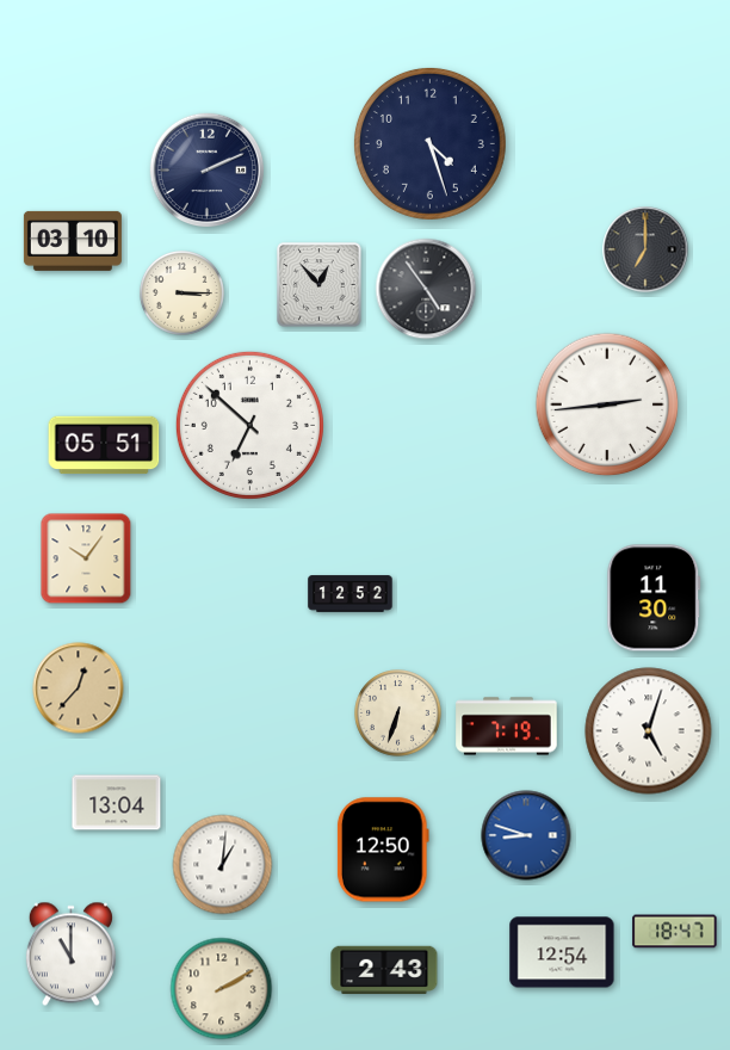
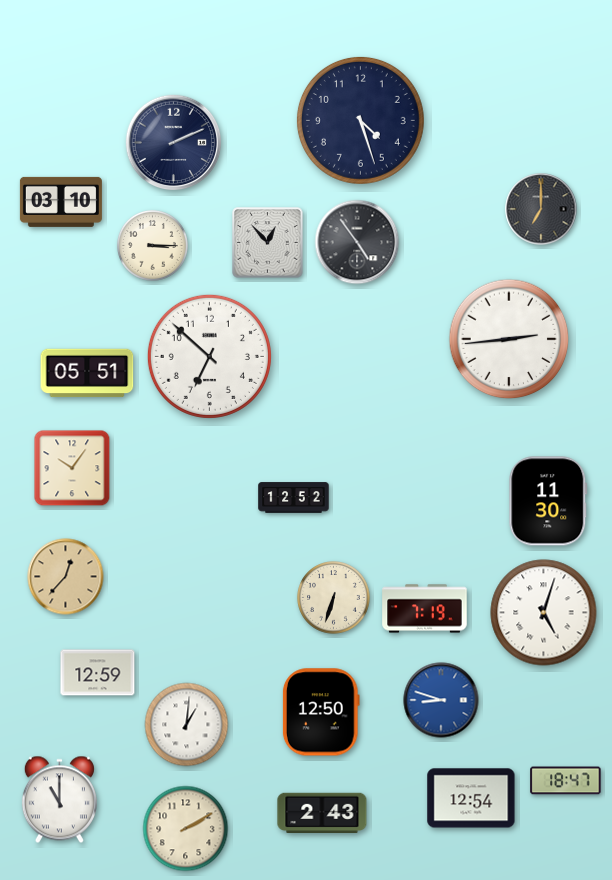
clock at (320, 285) position: (320, 285) -> (268, 243)
clock at (117, 803): 13:04 -> 12:59
